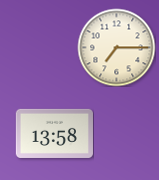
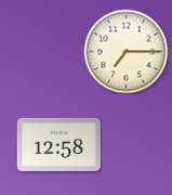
clock at (54, 133): 13:58 -> 12:58
